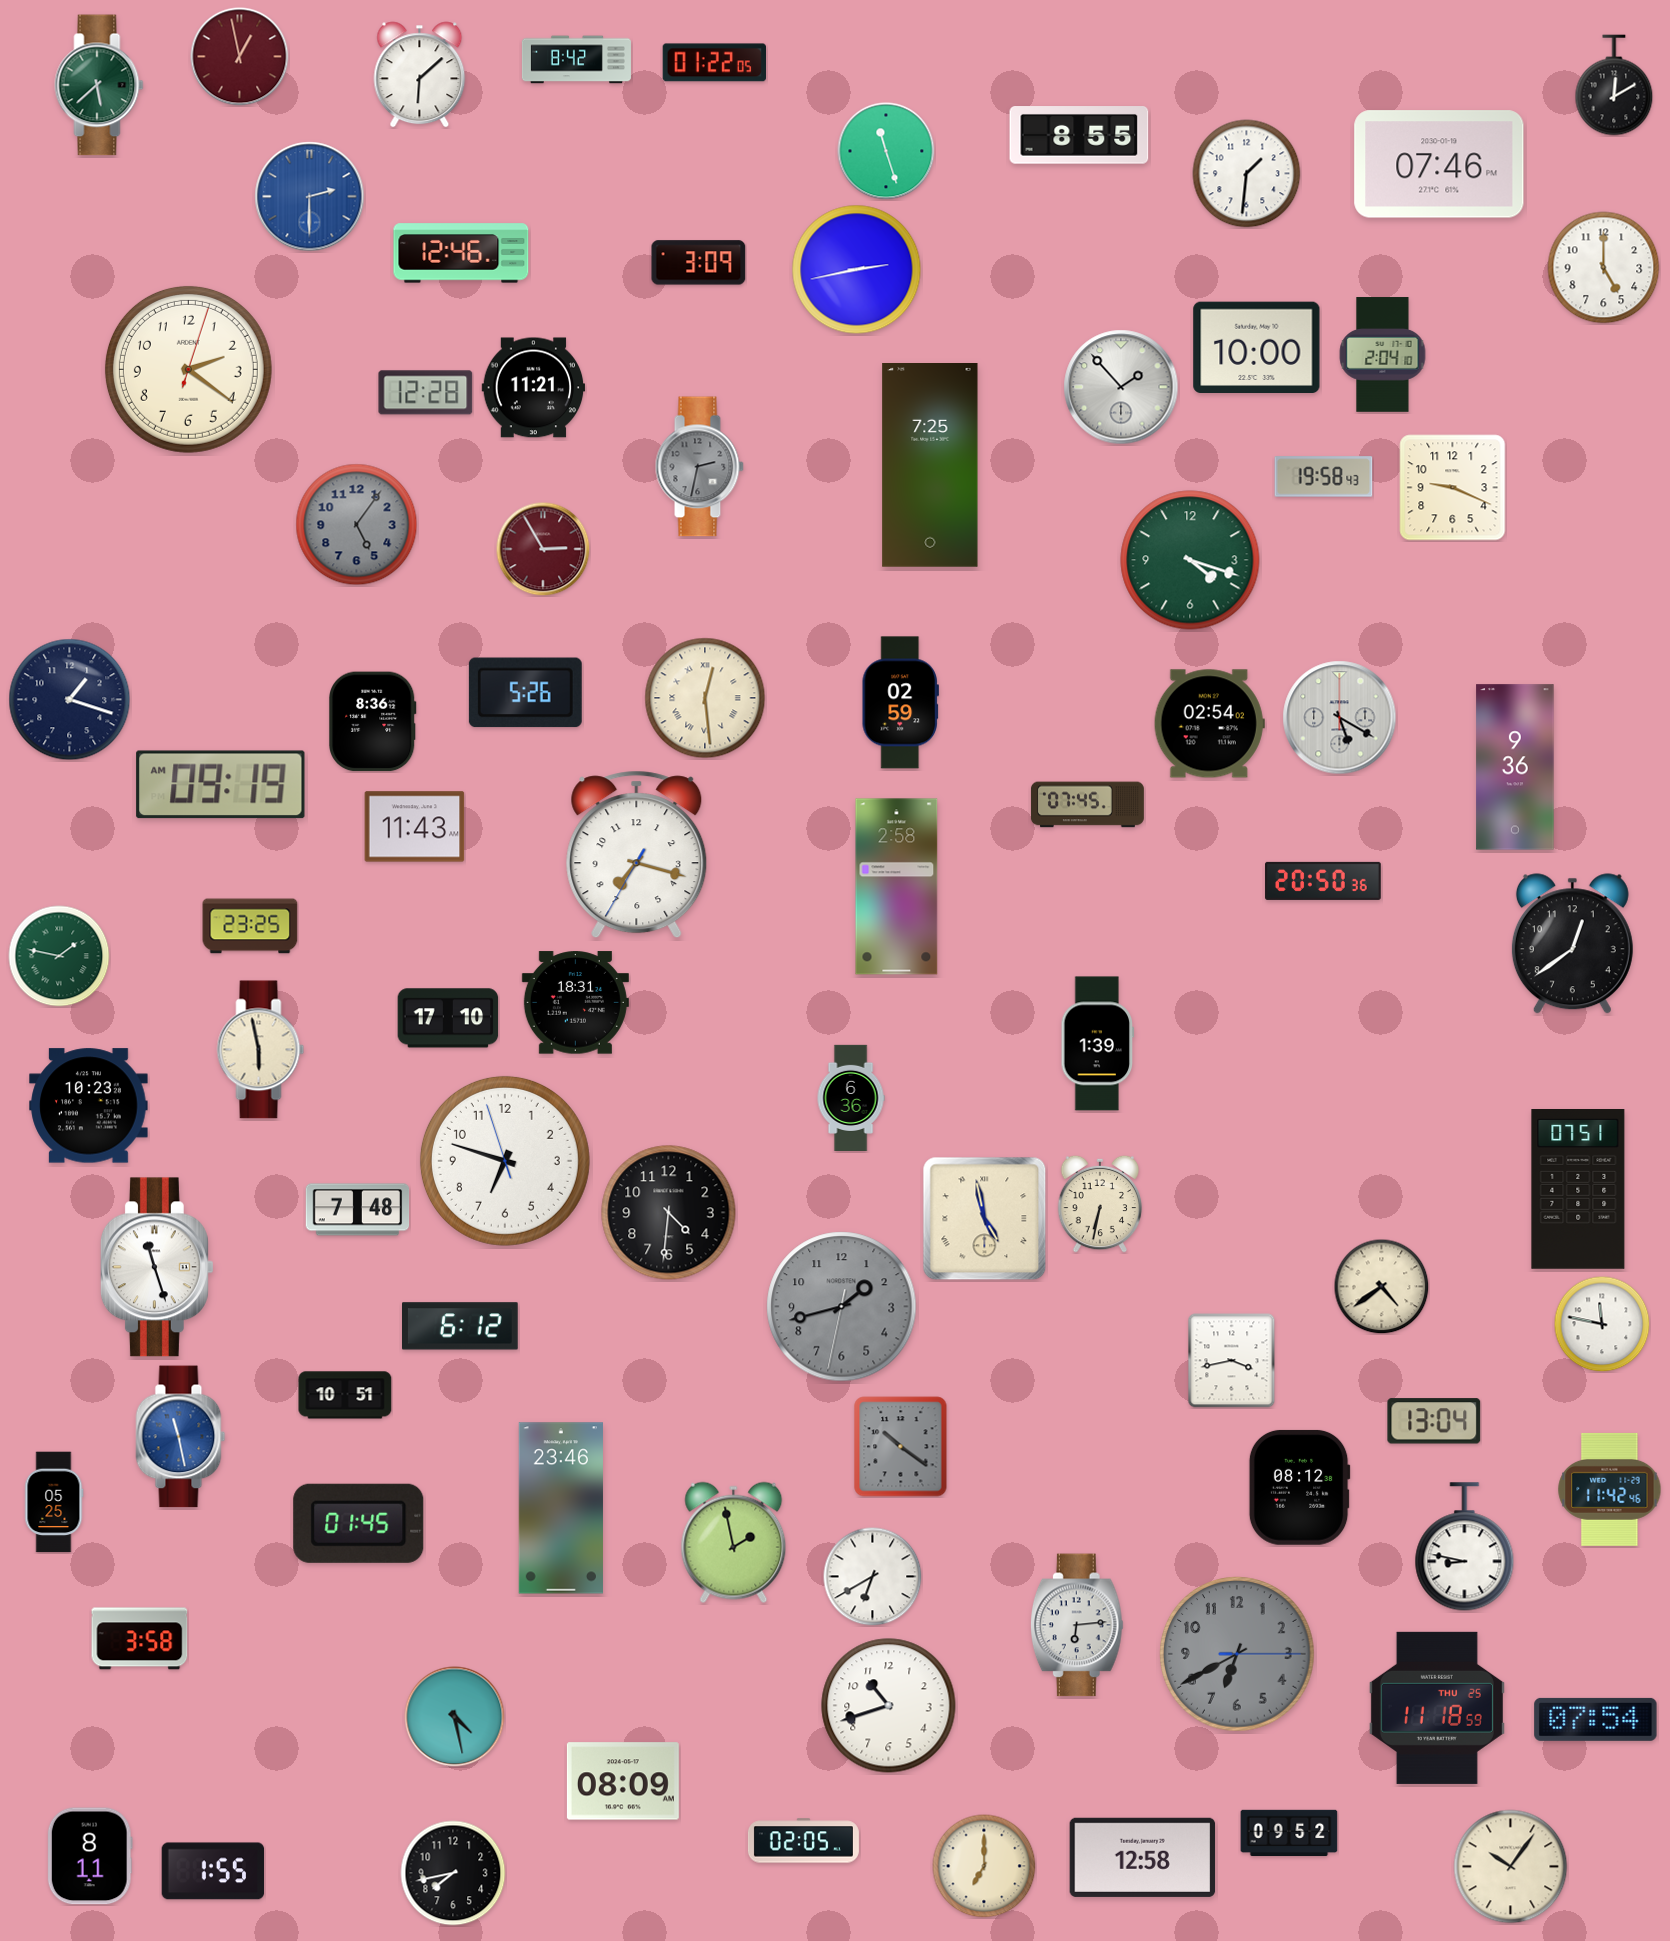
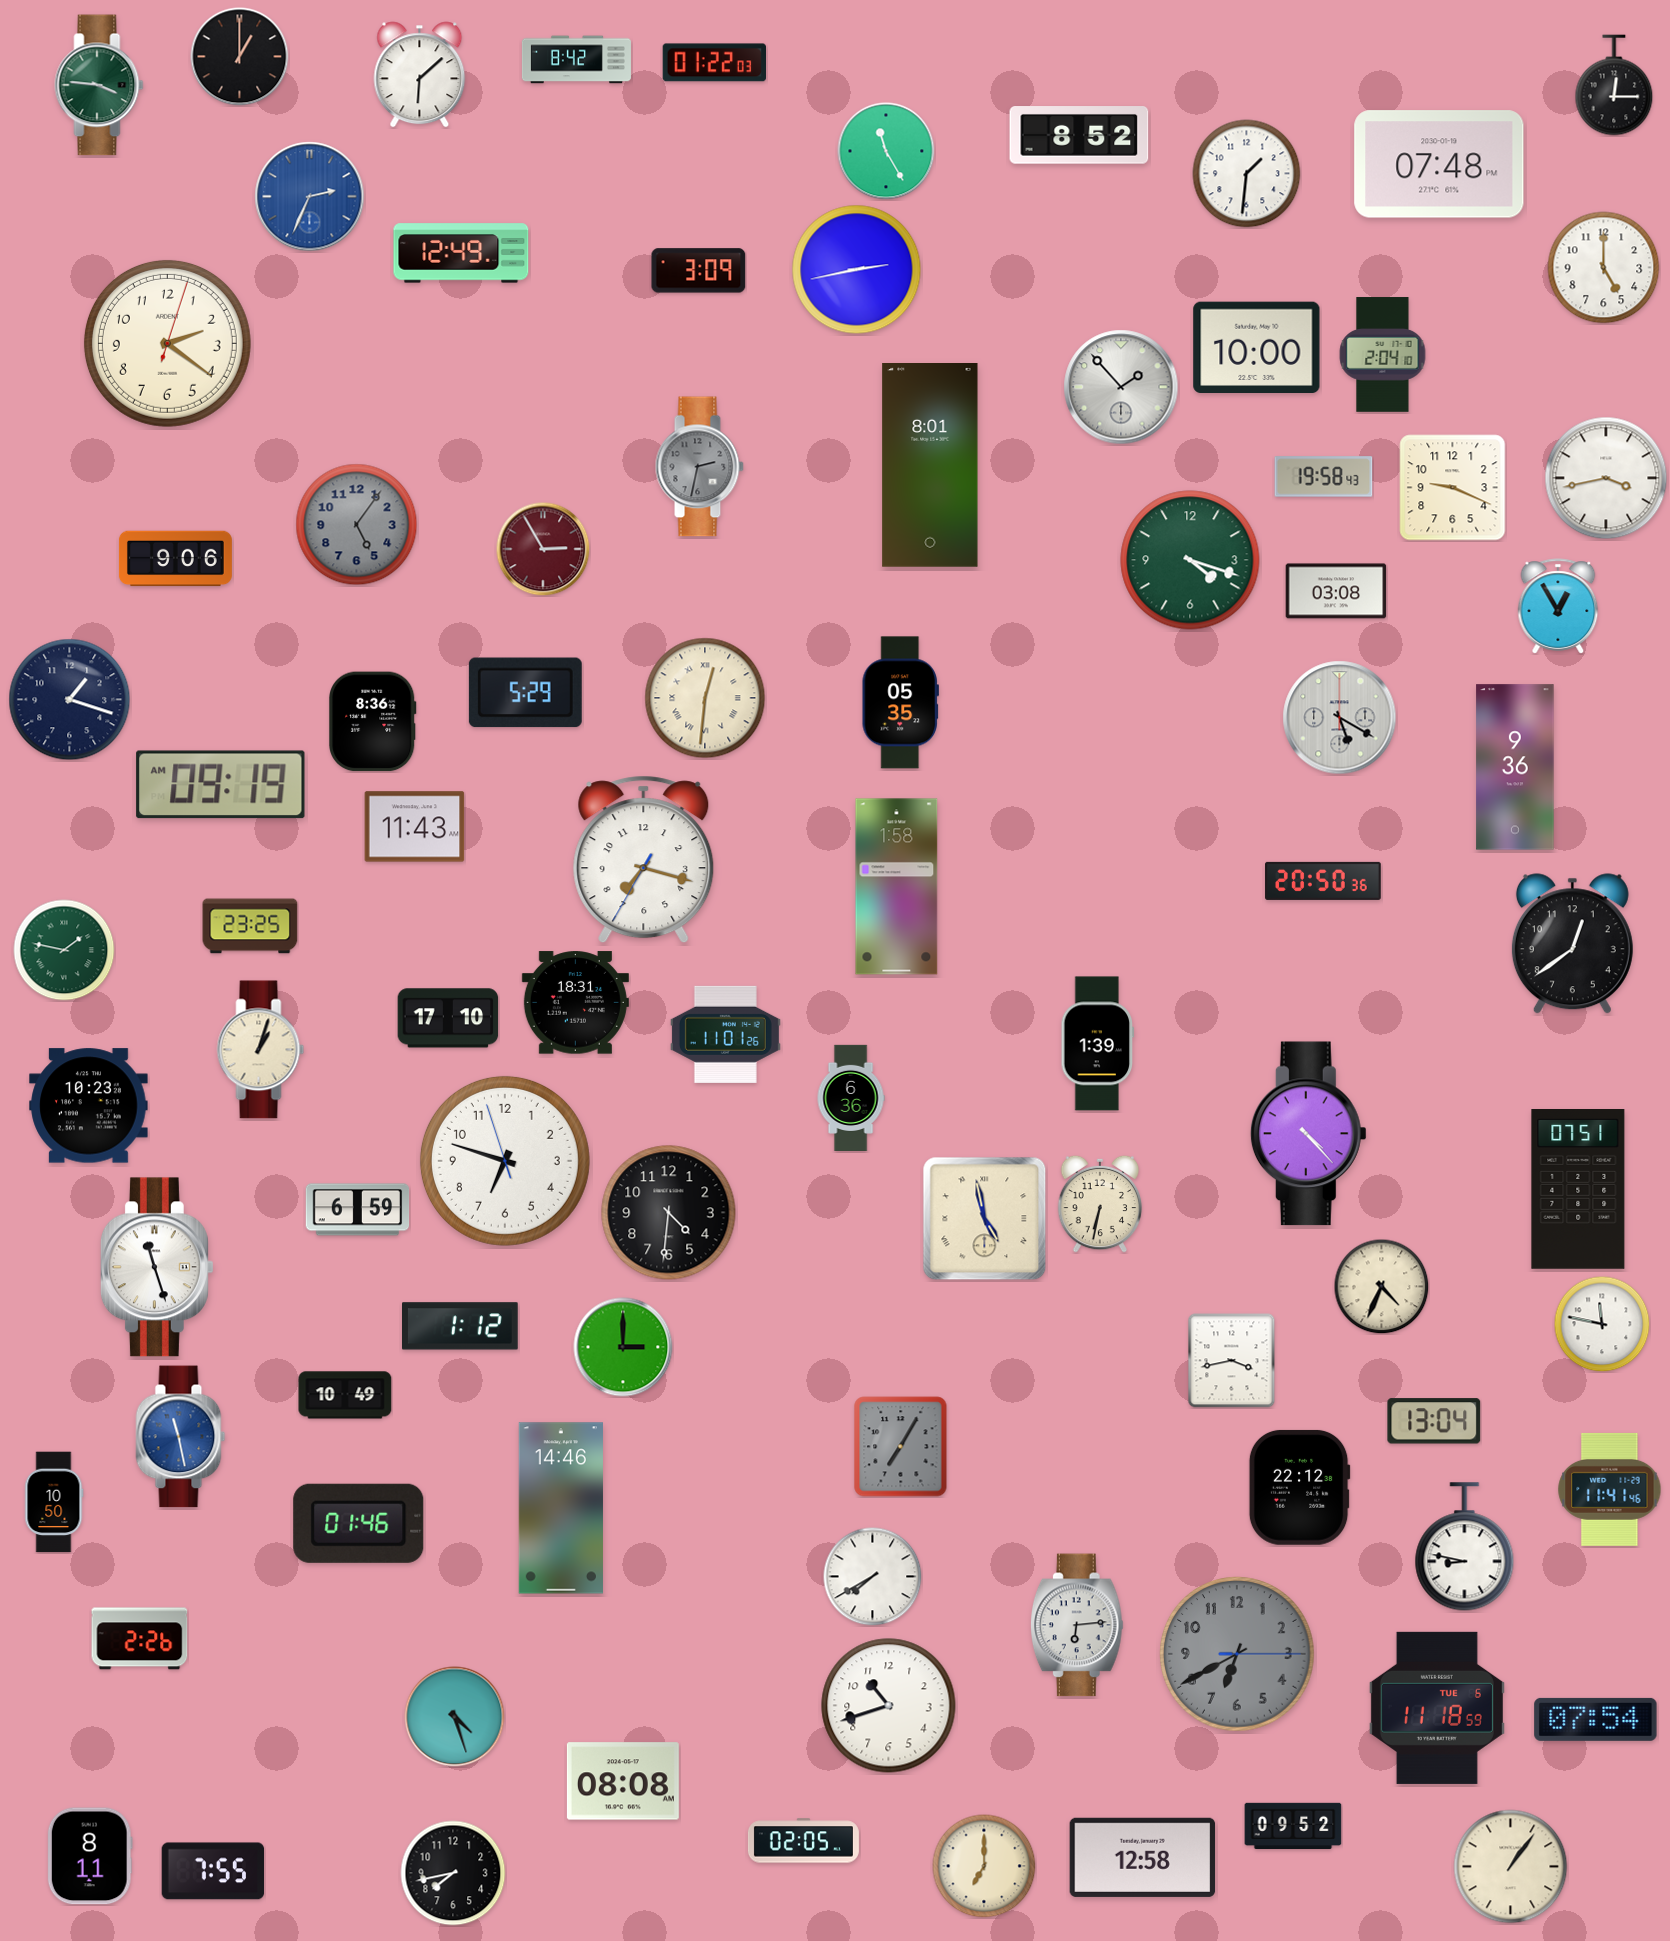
clock at (240, 57): 12:58 -> 1:00
clock at (240, 57) dial: burgundy -> black
clock at (714, 63): 01:22:05 -> 01:22:03
clock at (99, 85): 5:38 -> 3:46
clock at (1614, 85): 12:10 -> 12:15
clock at (1079, 135): 8:55 -> 8:52
clock at (886, 151): 11:27 -> 11:25
clock at (1439, 164): 07:46 -> 07:48
clock at (310, 197): 2:30 -> 2:34
clock at (461, 253): 12:46 -> 12:49
clock at (699, 263) position: (699, 263) -> (699, 271)
clock at (188, 369) position: (188, 369) -> (167, 343)
clock at (534, 388): 11:21 -> none
clock at (426, 393): 12:28 -> none
clock at (930, 466): 7:25 -> 8:01
clock at (1606, 478): none -> 3:43
clock at (175, 559): none -> 9:06
clock at (1336, 591): none -> 03:08
clock at (1558, 606): none -> 12:55
clock at (525, 693): 5:26 -> 5:29
clock at (705, 698): 12:29 -> 12:31
clock at (900, 703): 02:59 -> 05:35
clock at (1209, 724): 02:54 -> none
clock at (1087, 805): 07:45 -> none
clock at (637, 855) position: (637, 855) -> (644, 860)
clock at (897, 887): 2:58 -> 1:58
clock at (59, 956) position: (59, 956) -> (64, 950)
clock at (725, 1034): none -> 11:01
clock at (261, 1050): 5:58 -> 1:03
clock at (1308, 1134): none -> 4:23
clock at (358, 1210): 7:48 -> 6:59
clock at (1381, 1286): 4:39 -> 4:34
clock at (842, 1307): 1:42 -> none
clock at (461, 1326): 6:12 -> 1:12
clock at (623, 1347): none -> 3:00
clock at (345, 1395): 10:51 -> 10:49
clock at (901, 1447): 10:21 -> 7:05
clock at (1299, 1487): 08:12 -> 22:12
clock at (1610, 1489): 11:42 -> 11:41
clock at (54, 1502): 05:25 -> 10:50
clock at (561, 1508): 23:46 -> 14:46
clock at (359, 1523): 01:45 -> 01:46
clock at (734, 1543): 1:58 -> none
clock at (873, 1577): 6:40 -> 7:40
clock at (140, 1639): 3:58 -> 2:26
clock at (1437, 1708) date: THU 25 -> TUE 6
clock at (455, 1717): 4:28 -> 4:27
clock at (623, 1781): 08:09 -> 08:08
clock at (1289, 1833) position: (1289, 1833) -> (1293, 1826)
clock at (1511, 1867): 10:06 -> 1:06
clock at (213, 1871): 1:55 -> 7:55
